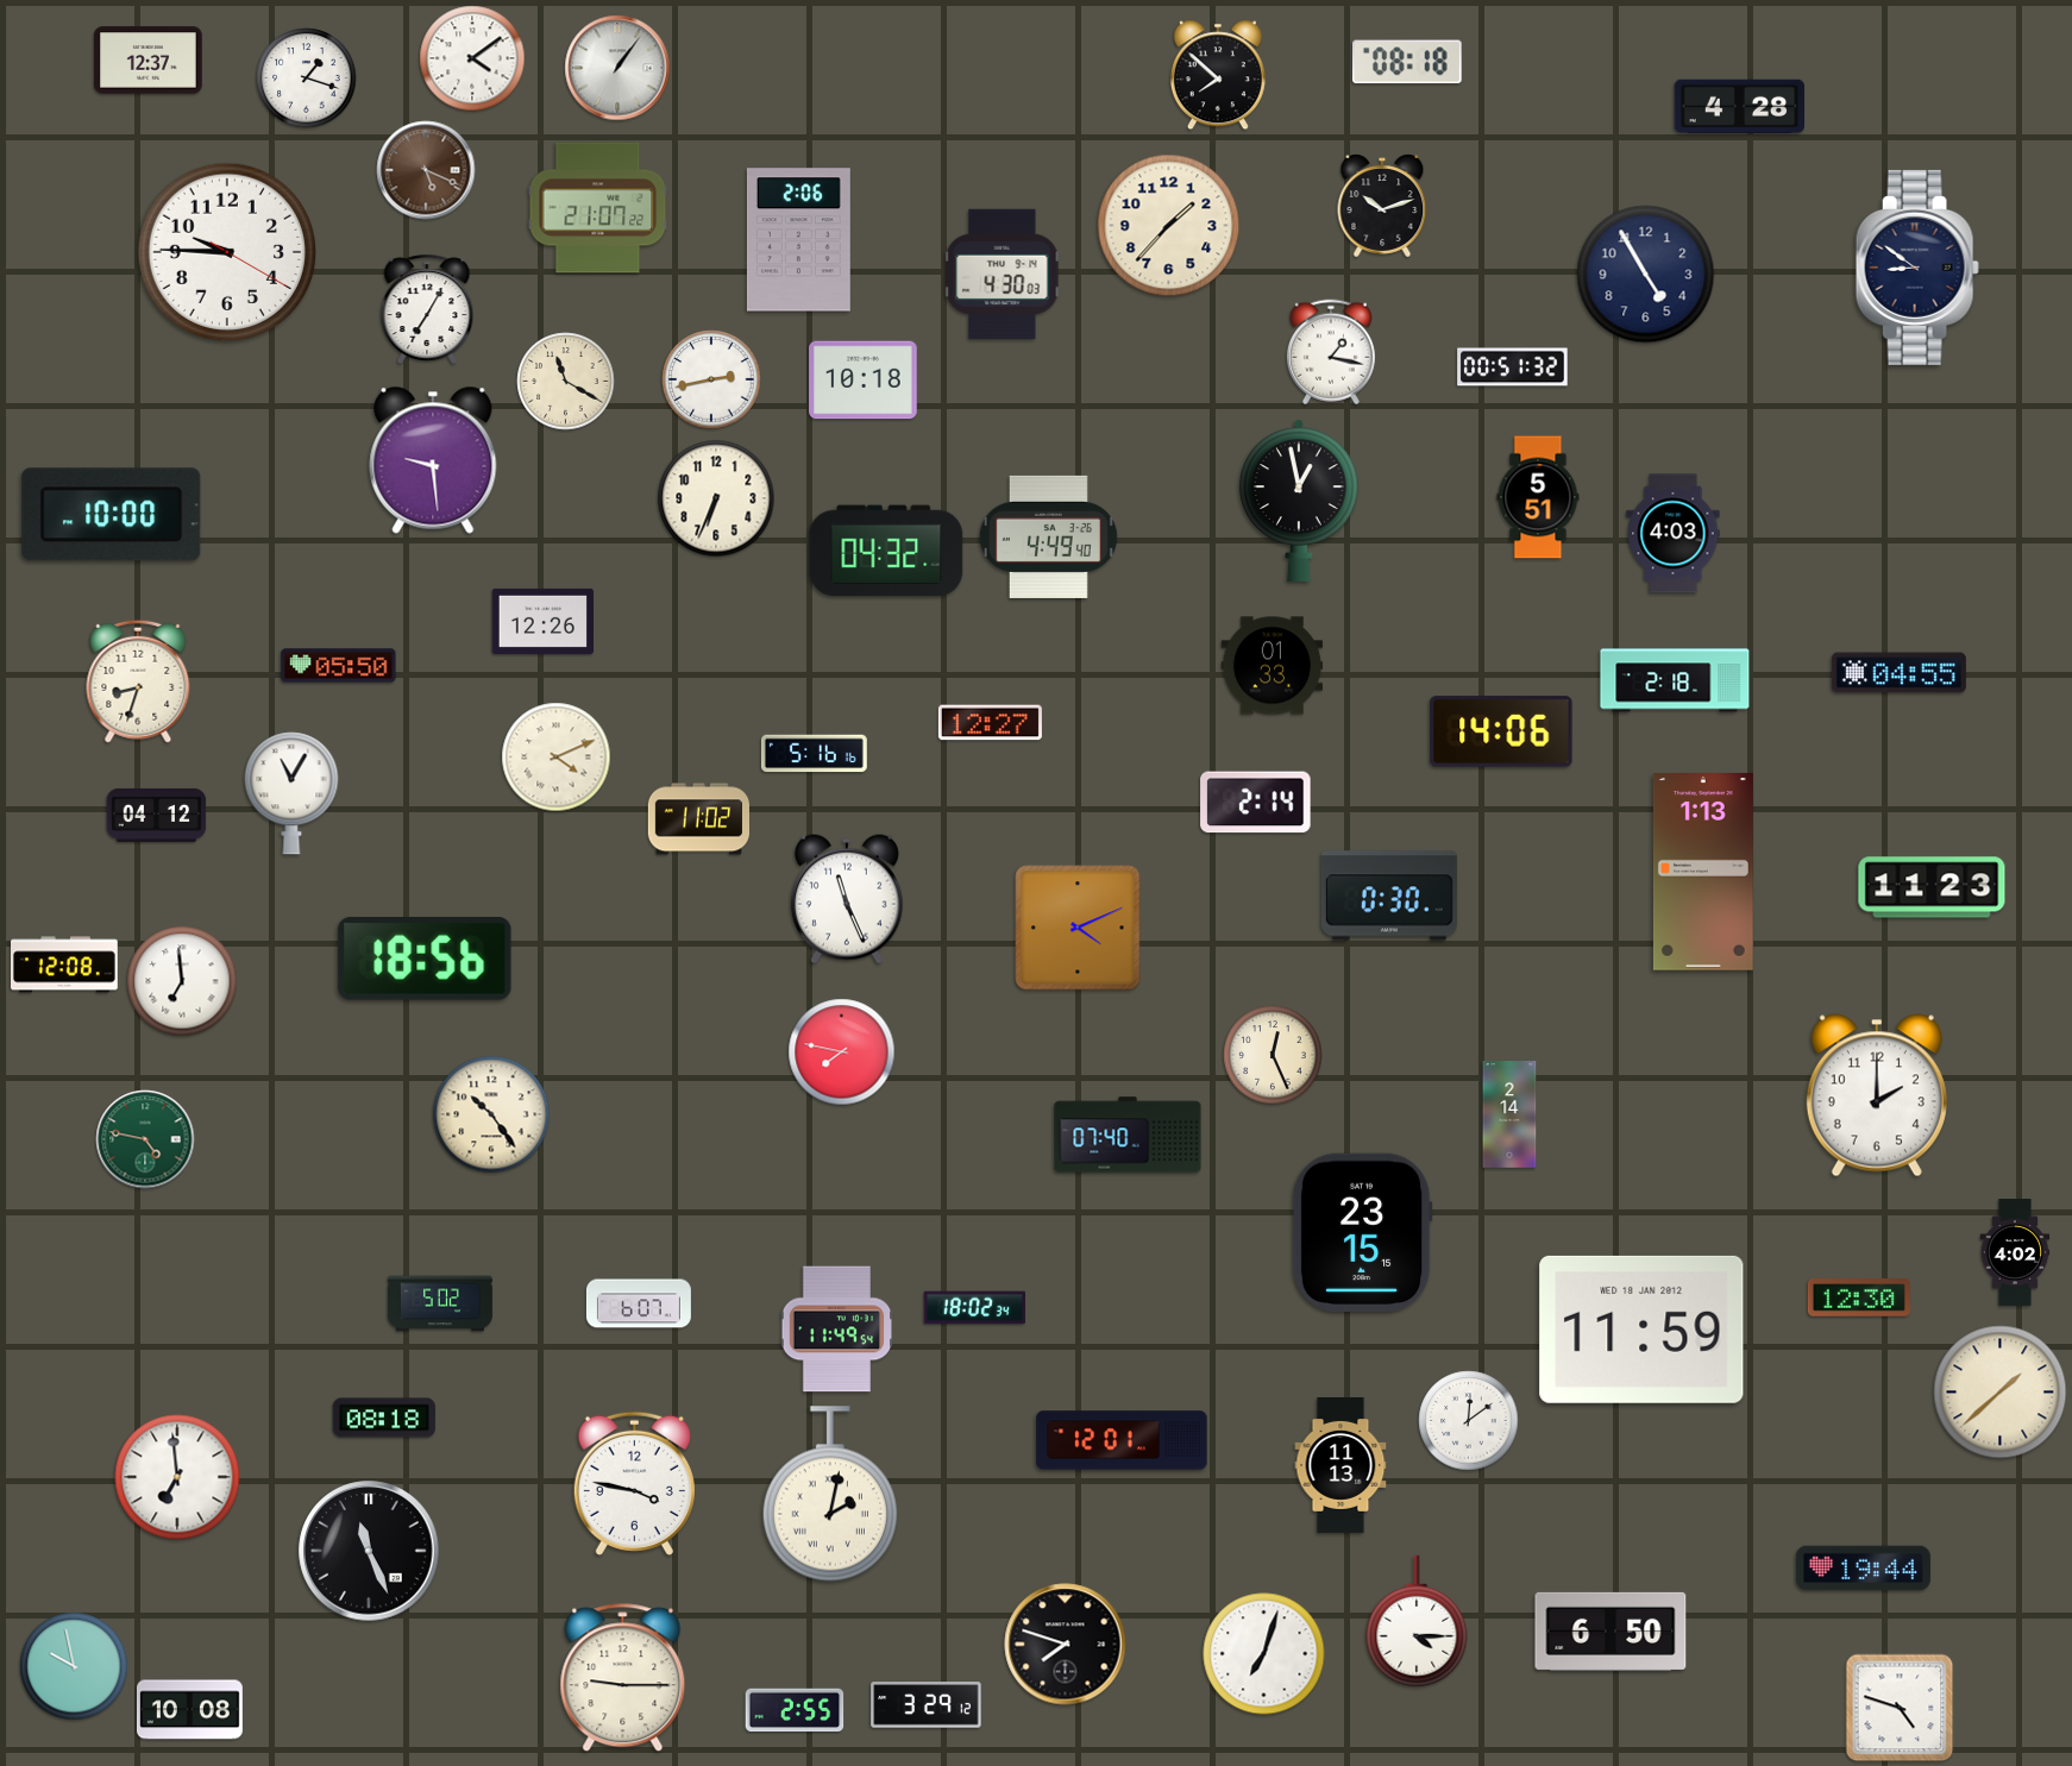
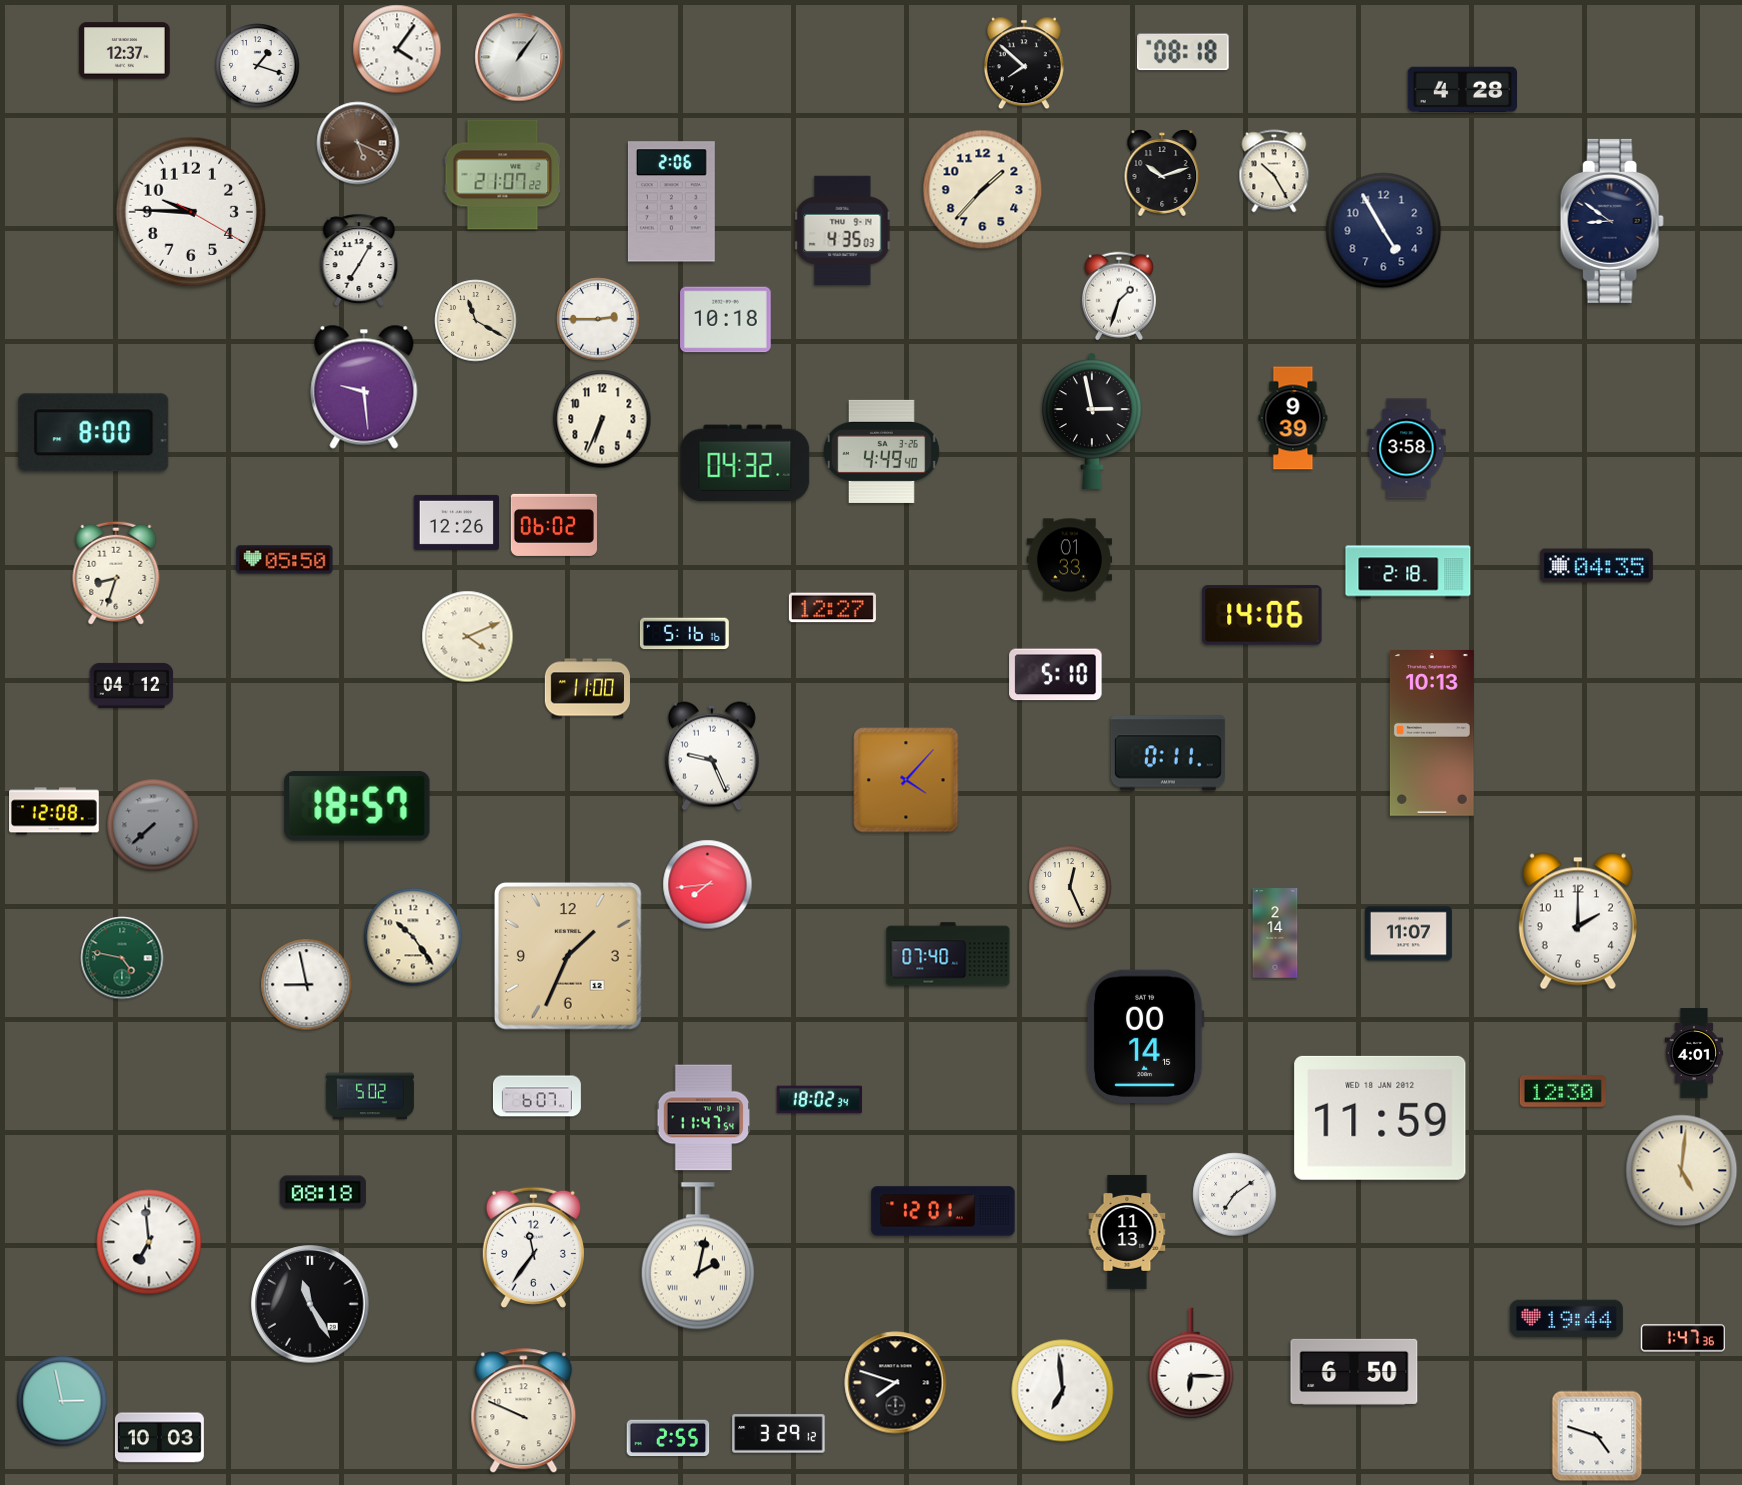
clock at (472, 58): 4:09 -> 4:06
clock at (1274, 171): none -> 10:25
clock at (1917, 268) position: (1917, 268) -> (1612, 221)
clock at (1003, 274): 4:30 -> 4:35
clock at (1331, 352): 1:17 -> 1:33
clock at (1513, 367): 00:51 -> none
clock at (711, 379): 2:43 -> 2:45
clock at (1538, 497): 5:51 -> 9:39
clock at (1299, 501): 12:58 -> 2:58
clock at (112, 515): 10:00 -> 8:00
clock at (1674, 534): 4:03 -> 3:58
clock at (554, 525): none -> 06:02
clock at (1898, 673): 04:55 -> 04:35
clock at (291, 793): 11:05 -> none
clock at (1256, 803): 2:14 -> 5:10
clock at (698, 819): 11:02 -> 11:00
clock at (1703, 873): 1:13 -> 10:13
clock at (1932, 887): 11:23 -> none
clock at (1389, 895): 0:30 -> 0:11
clock at (847, 899): 11:26 -> 9:26
clock at (1078, 928): 4:11 -> 4:07
clock at (425, 960): 18:56 -> 18:57
clock at (182, 981): 6:59 -> 7:38
clock at (182, 981) dial: white -> grey
clock at (842, 1052): 7:47 -> 7:44
clock at (1408, 934): none -> 11:07
clock at (1509, 1114) position: (1509, 1114) -> (1275, 933)
clock at (568, 956): none -> 1:34
clock at (307, 985): none -> 8:58
clock at (1362, 1232): 23:15 -> 00:14
clock at (2015, 1252): 4:02 -> 4:01
clock at (837, 1330): 11:49 -> 11:47
clock at (2001, 1393): 1:38 -> 5:01
clock at (1469, 1421): 12:09 -> 7:09
clock at (634, 1483): 3:47 -> 11:36
clock at (369, 1551): 11:26 -> 11:25
clock at (1682, 1338): none -> 1:47
clock at (1417, 1621): 4:15 -> 6:15
clock at (1264, 1654): 7:03 -> 6:59
clock at (74, 1666): 9:58 -> 2:58
clock at (623, 1678): 9:15 -> 9:49
clock at (189, 1710): 10:08 -> 10:03
